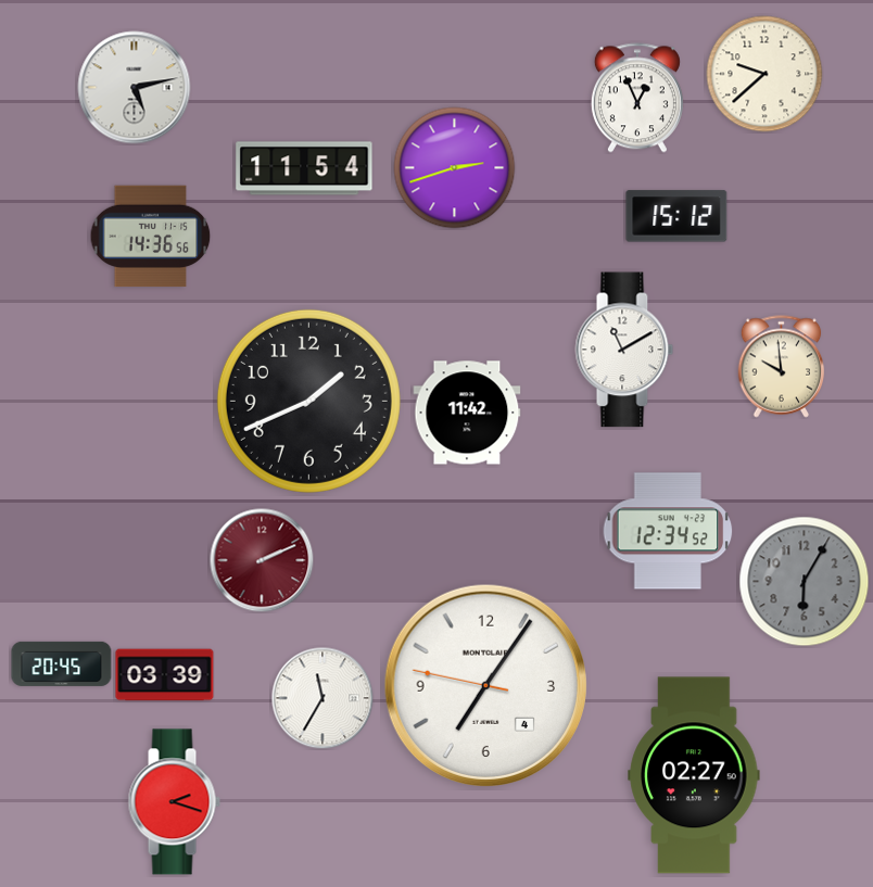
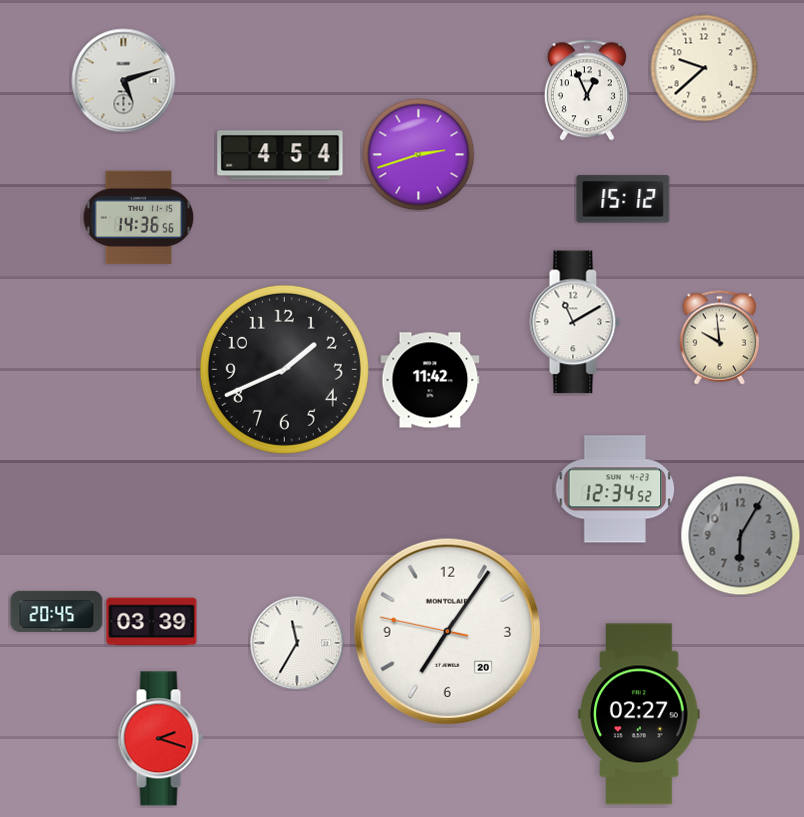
clock at (135, 88): 5:13 -> 5:12
clock at (304, 168): 11:54 -> 4:54
clock at (262, 560): 2:11 -> none
clock at (485, 685) date: 4 -> 20
